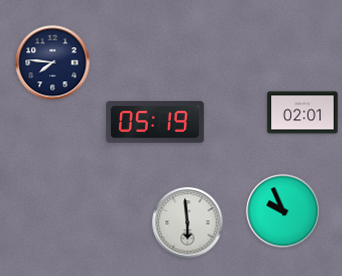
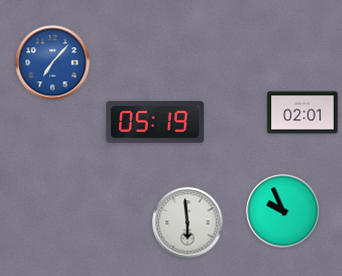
clock at (53, 63): 7:46 -> 7:07
clock at (53, 63) dial: navy -> blue
